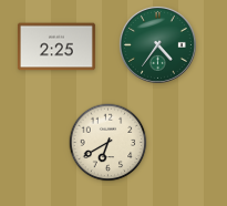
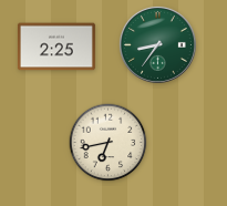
clock at (157, 44): 4:36 -> 8:36
clock at (109, 143): 6:40 -> 6:43
